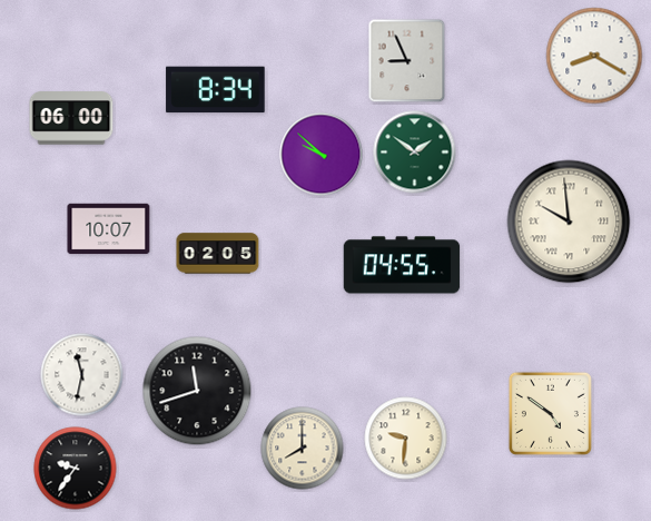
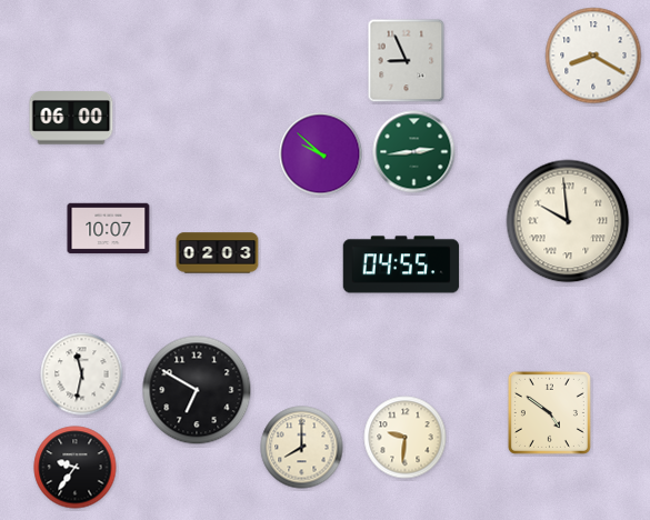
clock at (216, 90): 8:34 -> none
clock at (415, 153): 1:51 -> 2:44
clock at (218, 254): 02:05 -> 02:03
clock at (197, 391): 11:42 -> 6:50
